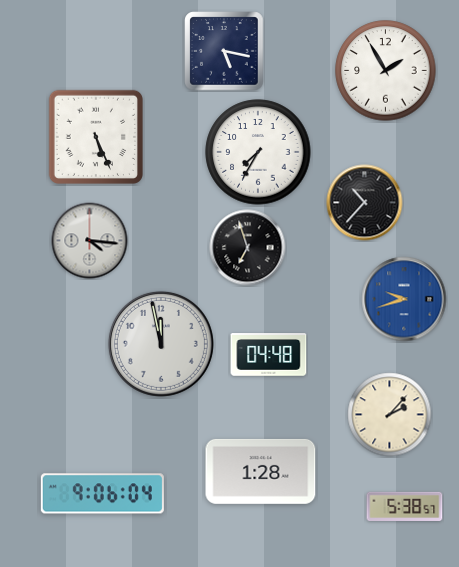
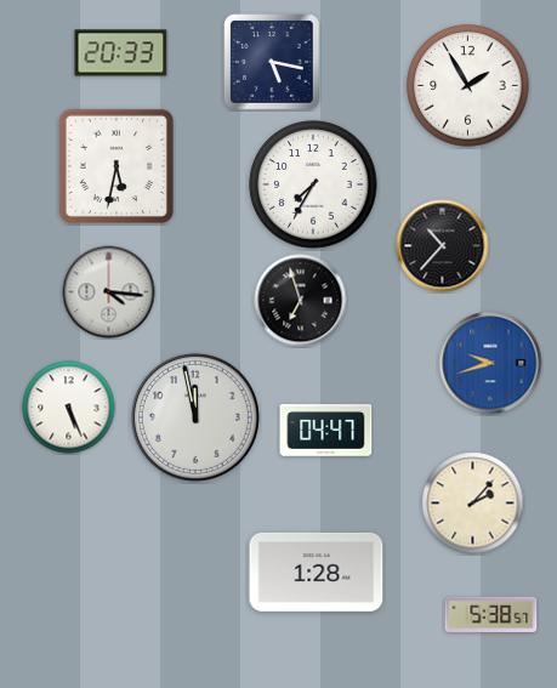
clock at (121, 53): none -> 20:33
clock at (95, 136): 5:26 -> 5:32
clock at (69, 408): none -> 5:26
clock at (269, 355): 04:48 -> 04:47
clock at (102, 494): 9:06 -> none
